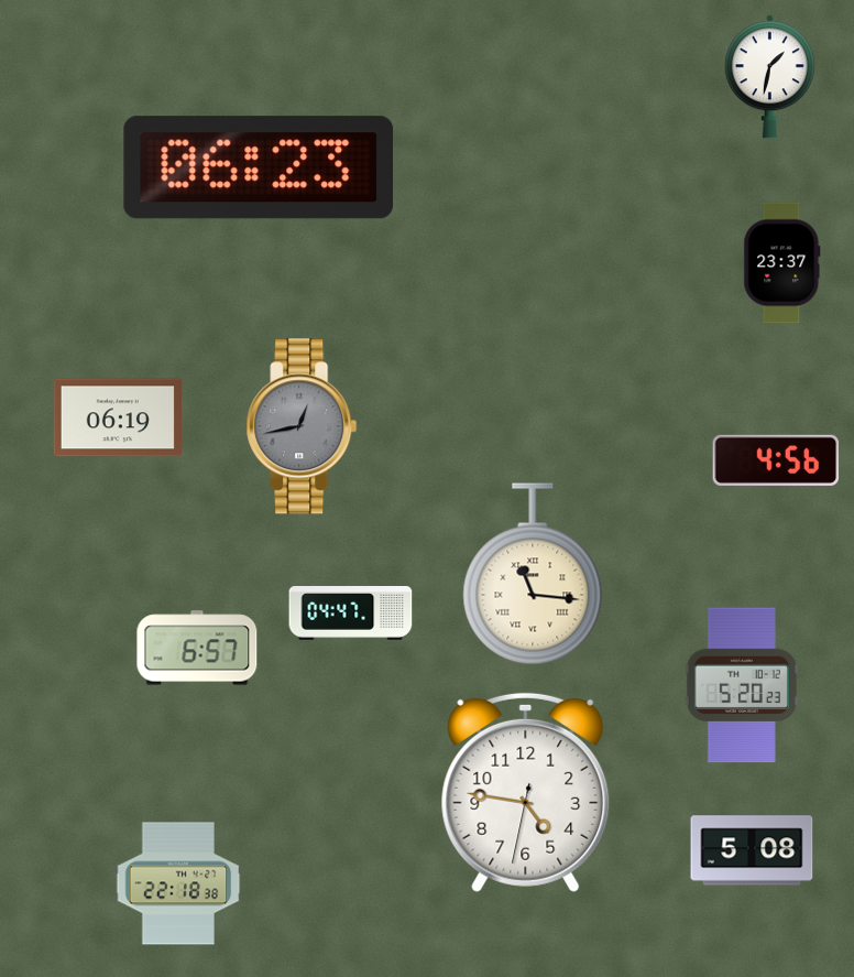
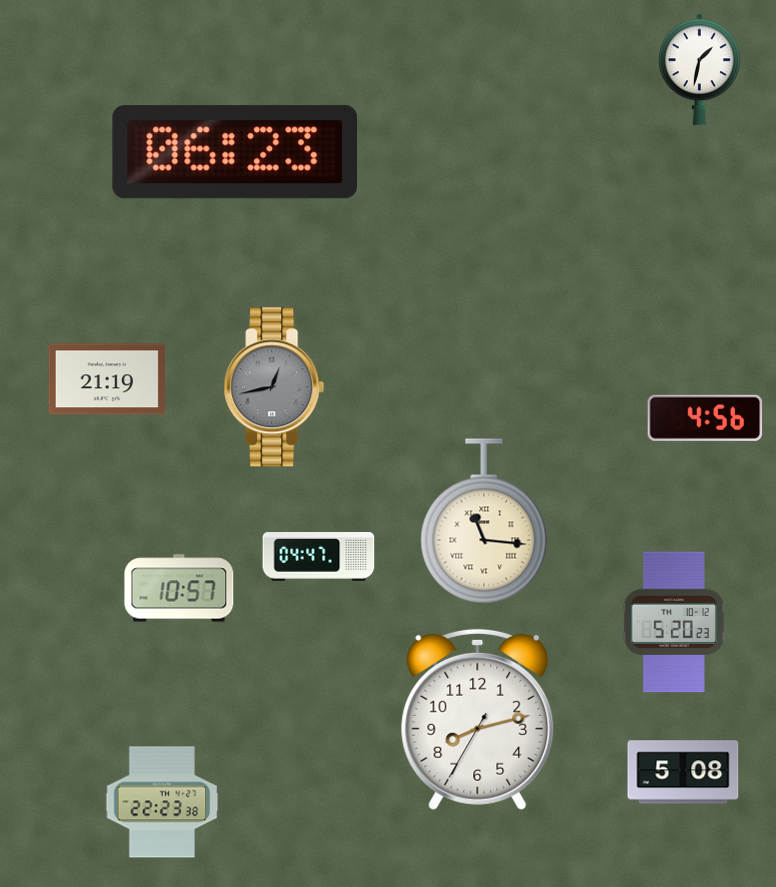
clock at (782, 263): 23:37 -> none
clock at (117, 417): 06:19 -> 21:19
clock at (197, 648): 6:57 -> 10:57
clock at (526, 792): 4:46 -> 8:12
clock at (178, 883): 22:18 -> 22:23
